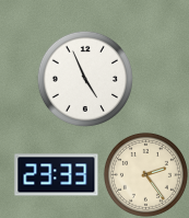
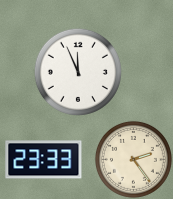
clock at (85, 79): 4:56 -> 11:56
clock at (57, 175) position: (57, 175) -> (44, 160)
